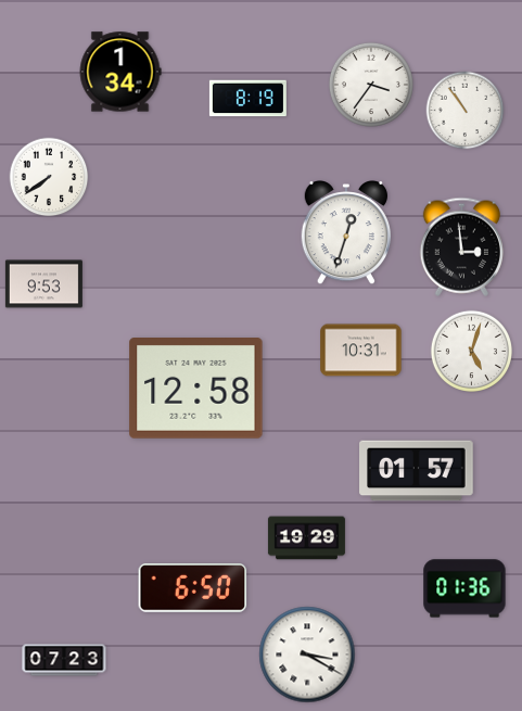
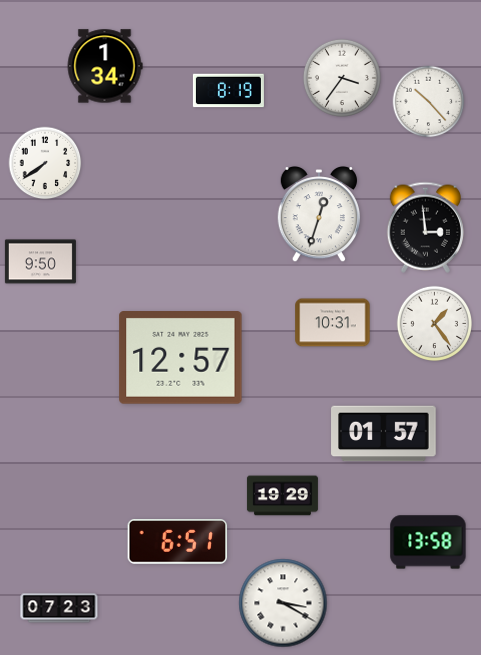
clock at (120, 72) position: (120, 72) -> (105, 66)
clock at (466, 111): 10:54 -> 10:23
clock at (43, 284): 9:53 -> 9:50
clock at (471, 351): 5:03 -> 1:24
clock at (196, 389): 12:58 -> 12:57
clock at (193, 588): 6:50 -> 6:51
clock at (464, 588): 01:36 -> 13:58
